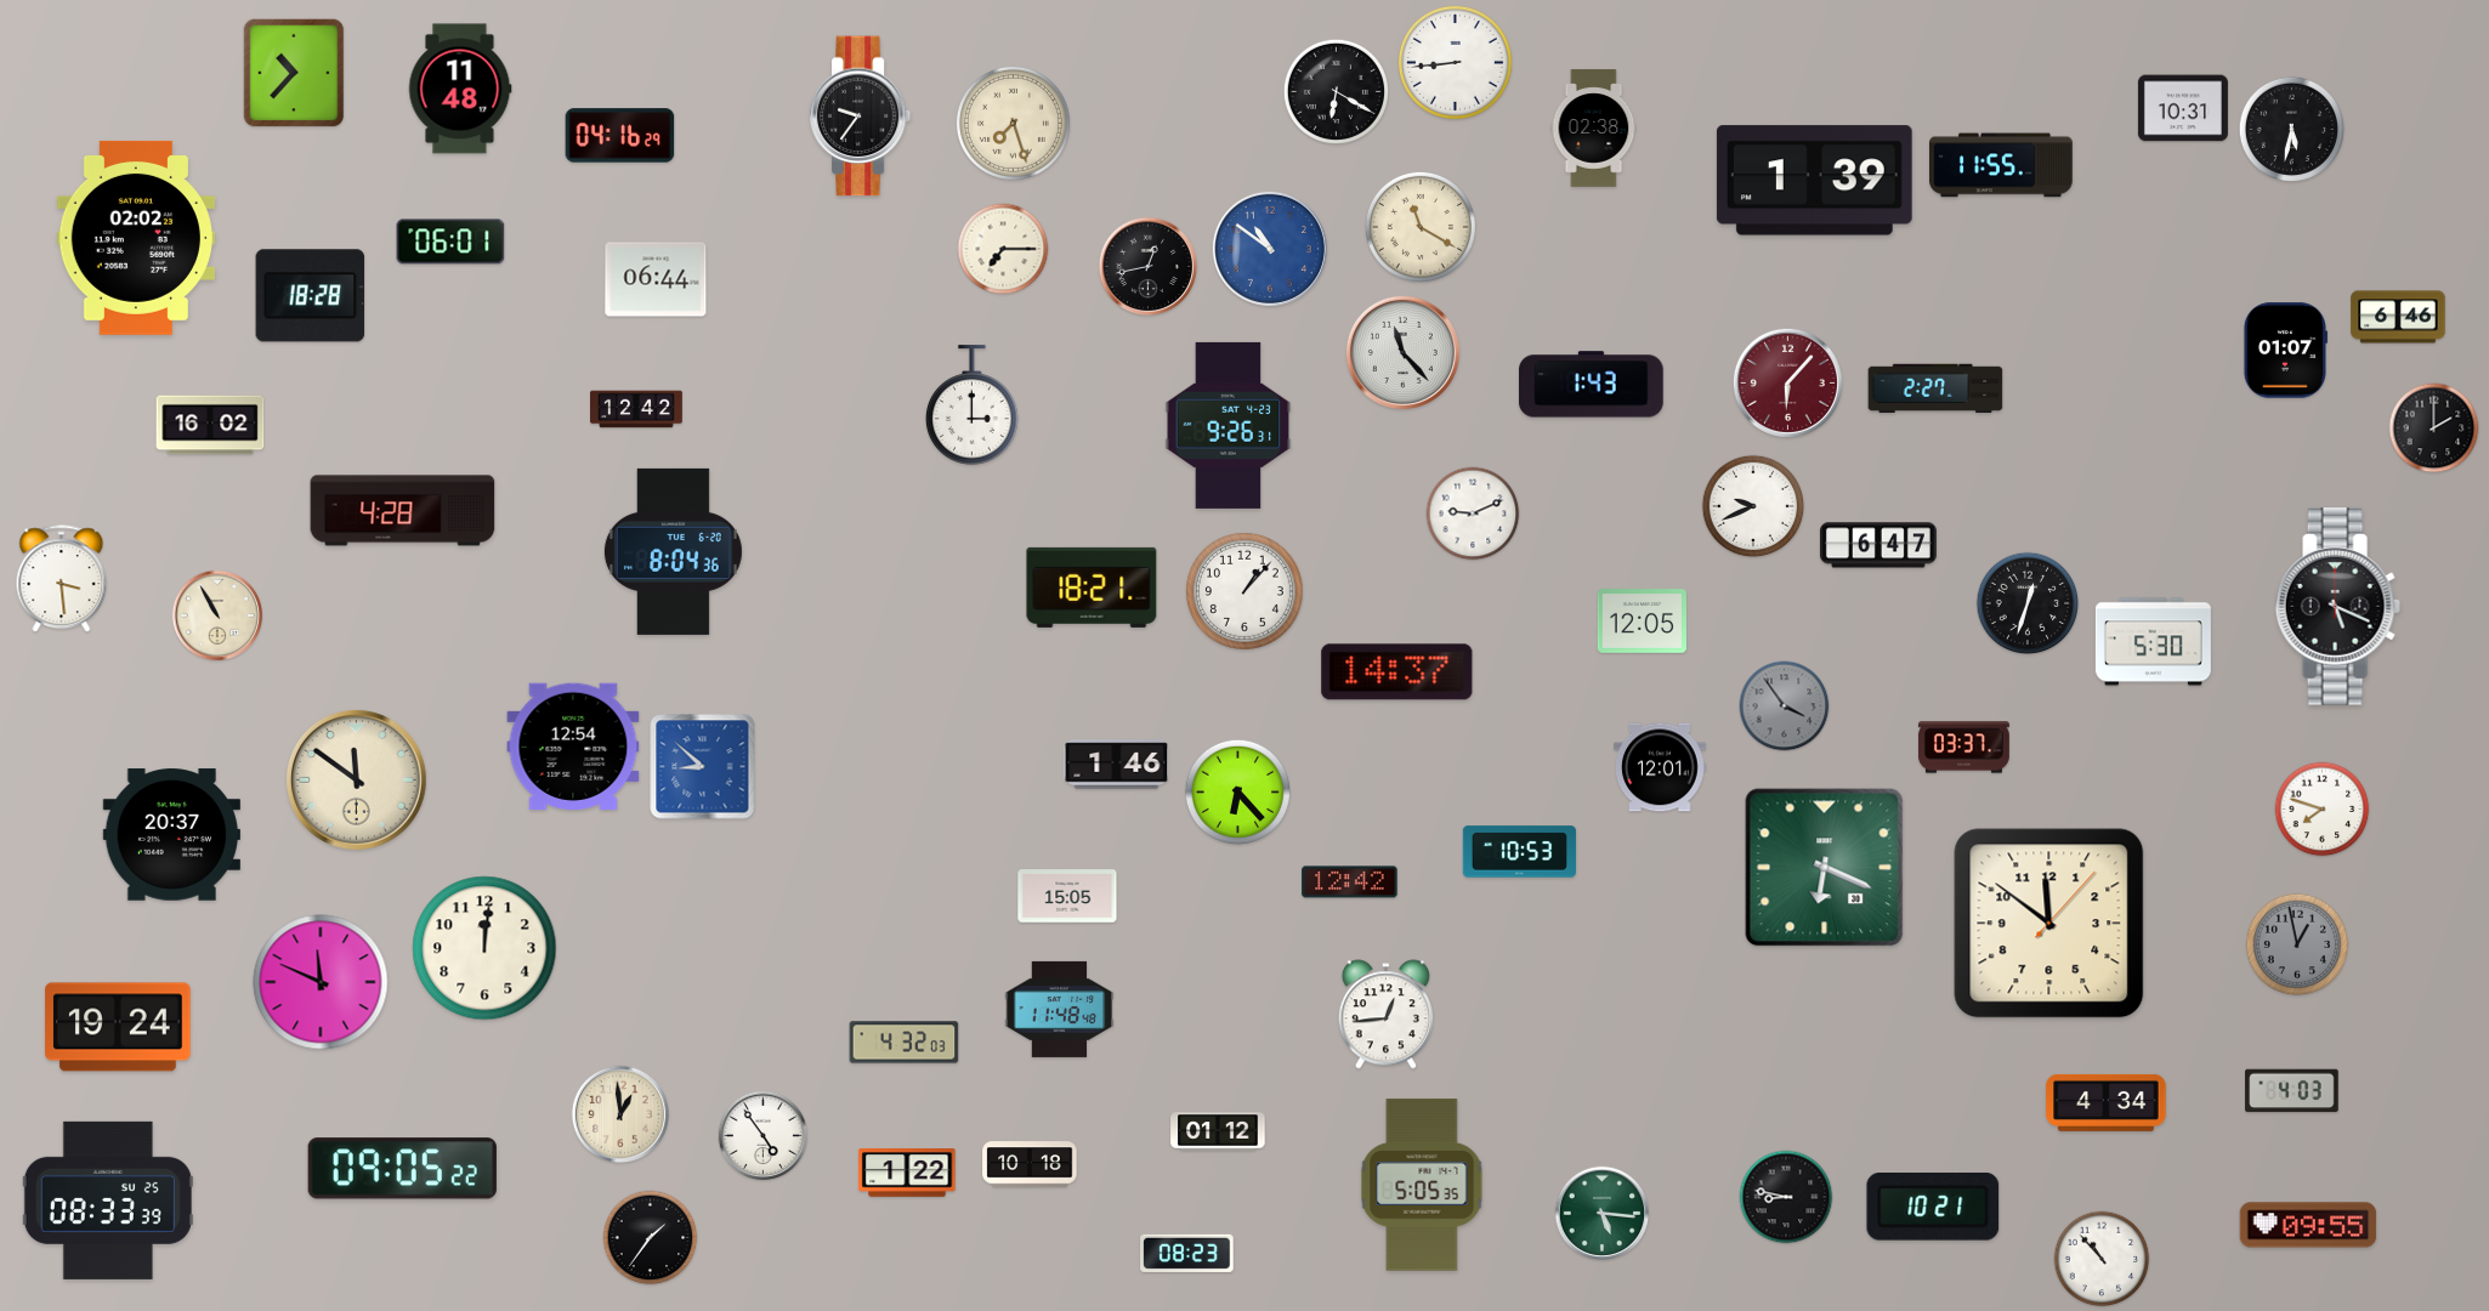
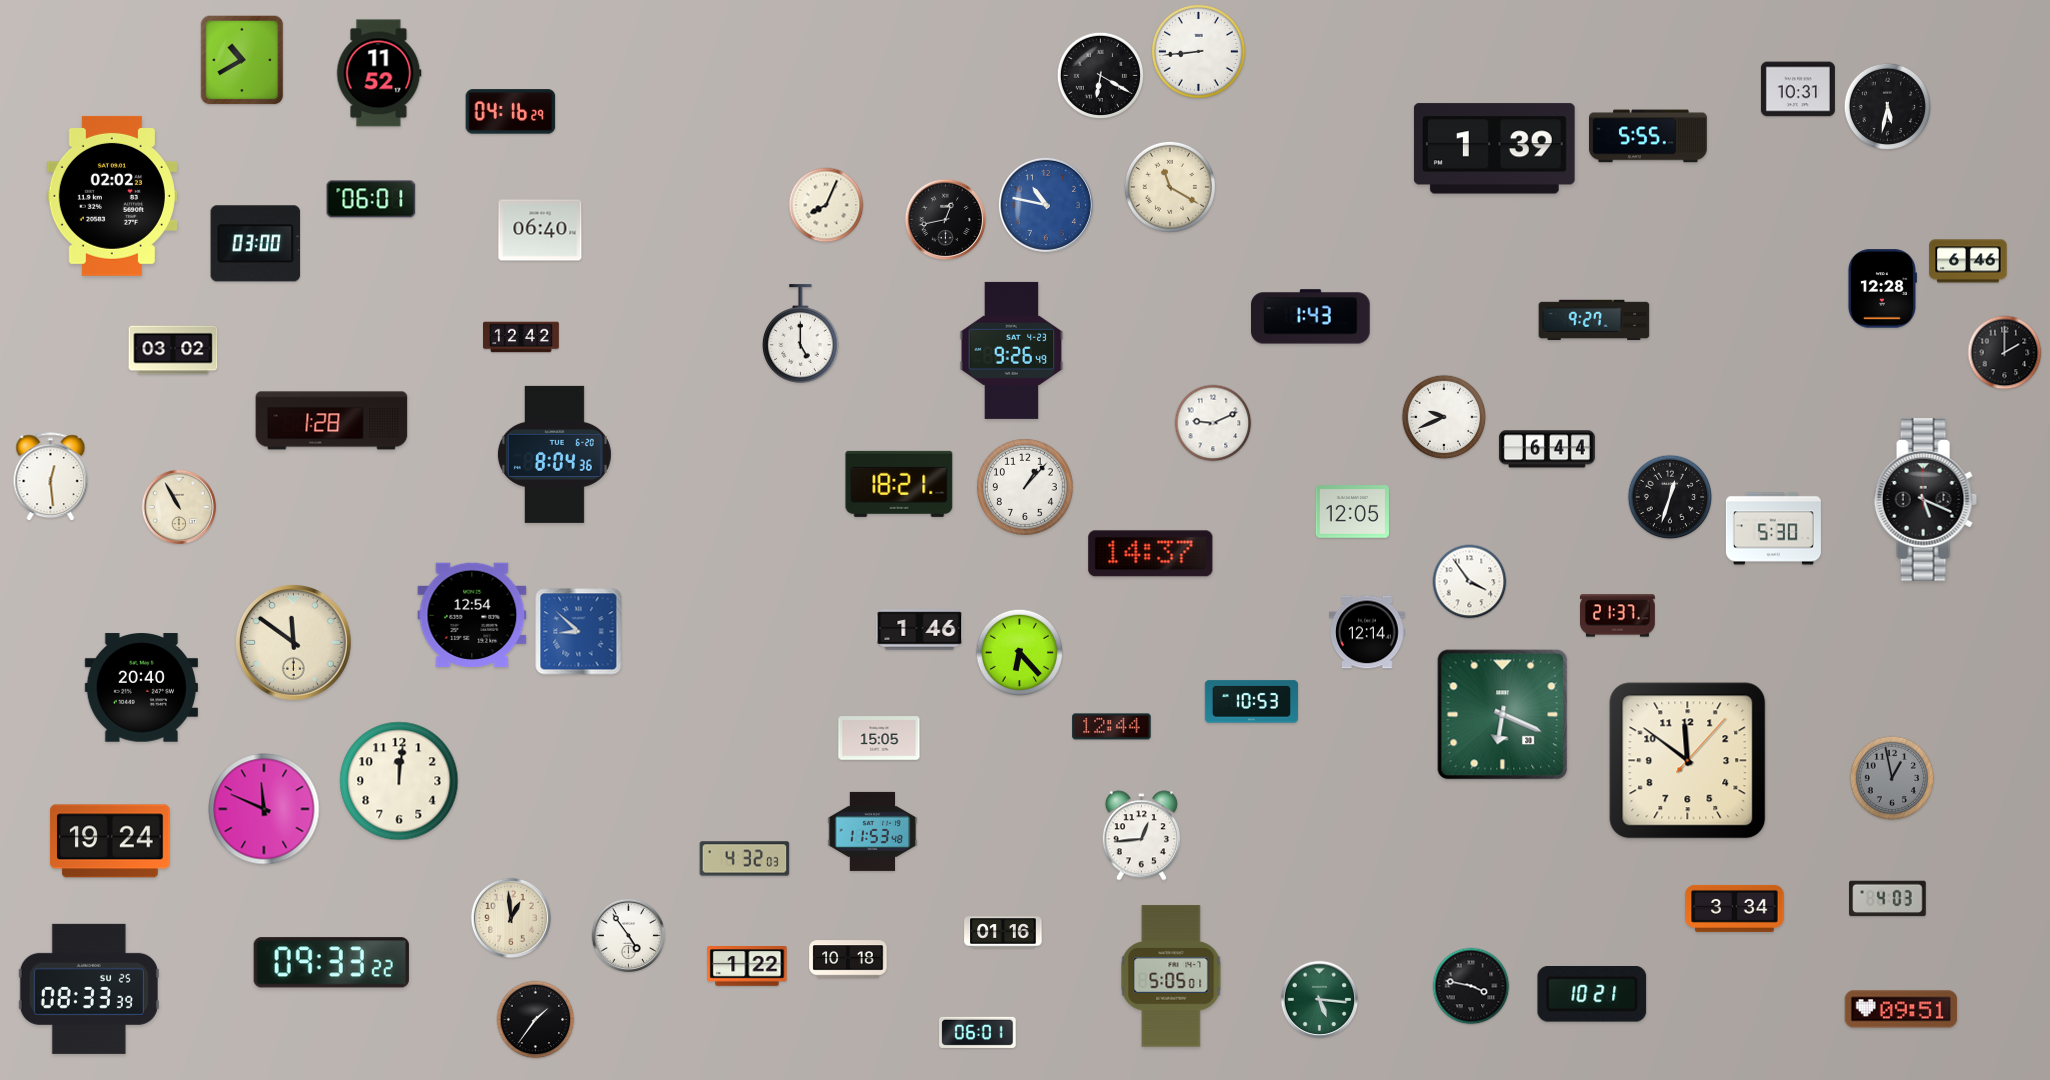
clock at (294, 73): 10:37 -> 10:40
clock at (460, 89): 11:48 -> 11:52
clock at (861, 117): 9:36 -> none
clock at (1013, 123): 7:27 -> none
clock at (1594, 129): 02:38 -> none
clock at (2002, 165): 11:55 -> 5:55
clock at (1003, 249): 7:15 -> 8:04
clock at (1270, 249): 10:51 -> 10:47
clock at (656, 279): 06:44 -> 06:40
clock at (311, 296): 18:28 -> 03:00
clock at (2398, 317) position: (2398, 317) -> (1968, 261)
clock at (2285, 351): 01:07 -> 12:28
clock at (1402, 352): 11:23 -> none
clock at (1787, 382): 6:07 -> none
clock at (1935, 388): 2:27 -> 9:27
clock at (973, 405): 3:00 -> 5:00
clock at (636, 409) position: (636, 409) -> (521, 337)
clock at (210, 425): 16:02 -> 03:02
clock at (1229, 425): 9:26:31 -> 9:26:49
clock at (403, 511): 4:28 -> 1:28
clock at (1878, 545): 6:47 -> 6:44
clock at (62, 579): 3:29 -> 12:29
clock at (1785, 706) dial: grey -> white
clock at (1963, 748): 03:37 -> 21:37
clock at (1661, 767): 12:01 -> 12:14
clock at (2323, 810): 7:48 -> none
clock at (171, 835): 20:37 -> 20:40
clock at (1350, 882): 12:42 -> 12:44
clock at (1060, 1009): 11:48 -> 11:53
clock at (118, 1027) position: (118, 1027) -> (110, 841)
clock at (2107, 1102): 4:34 -> 3:34
clock at (1218, 1131): 01:12 -> 01:16
clock at (402, 1169): 09:05 -> 09:33
clock at (1422, 1185): 5:05:35 -> 5:05:01
clock at (1786, 1197): 8:47 -> 3:47
clock at (2308, 1225): 09:55 -> 09:51
clock at (1187, 1253): 08:23 -> 06:01
clock at (2102, 1259): 10:53 -> none
